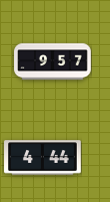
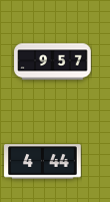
clock at (43, 158) position: (43, 158) -> (43, 162)
